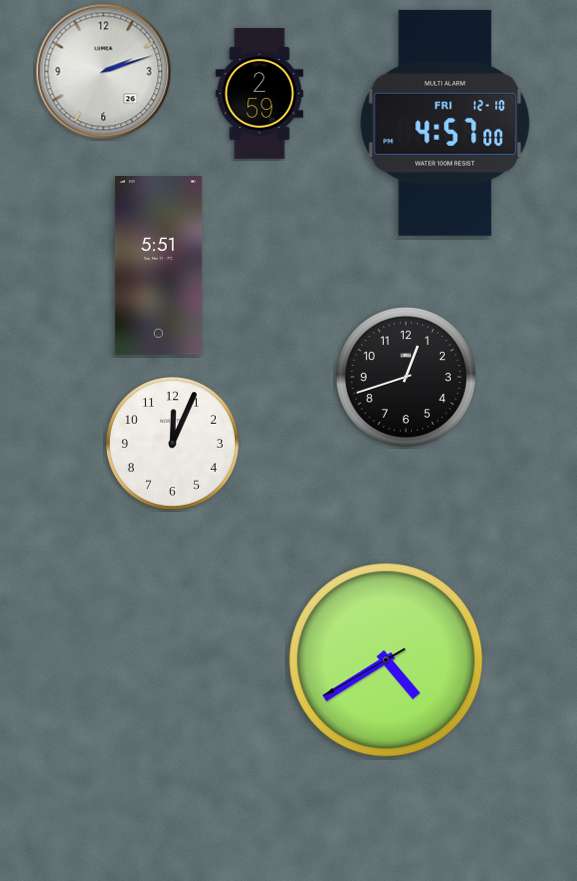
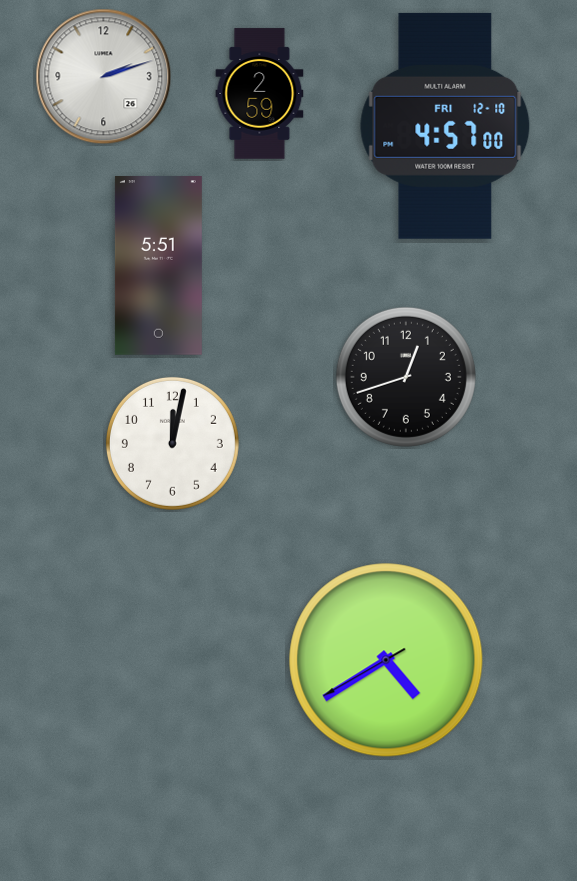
clock at (104, 72) position: (104, 72) -> (104, 77)
clock at (445, 123) position: (445, 123) -> (445, 126)
clock at (172, 443): 12:04 -> 12:02
